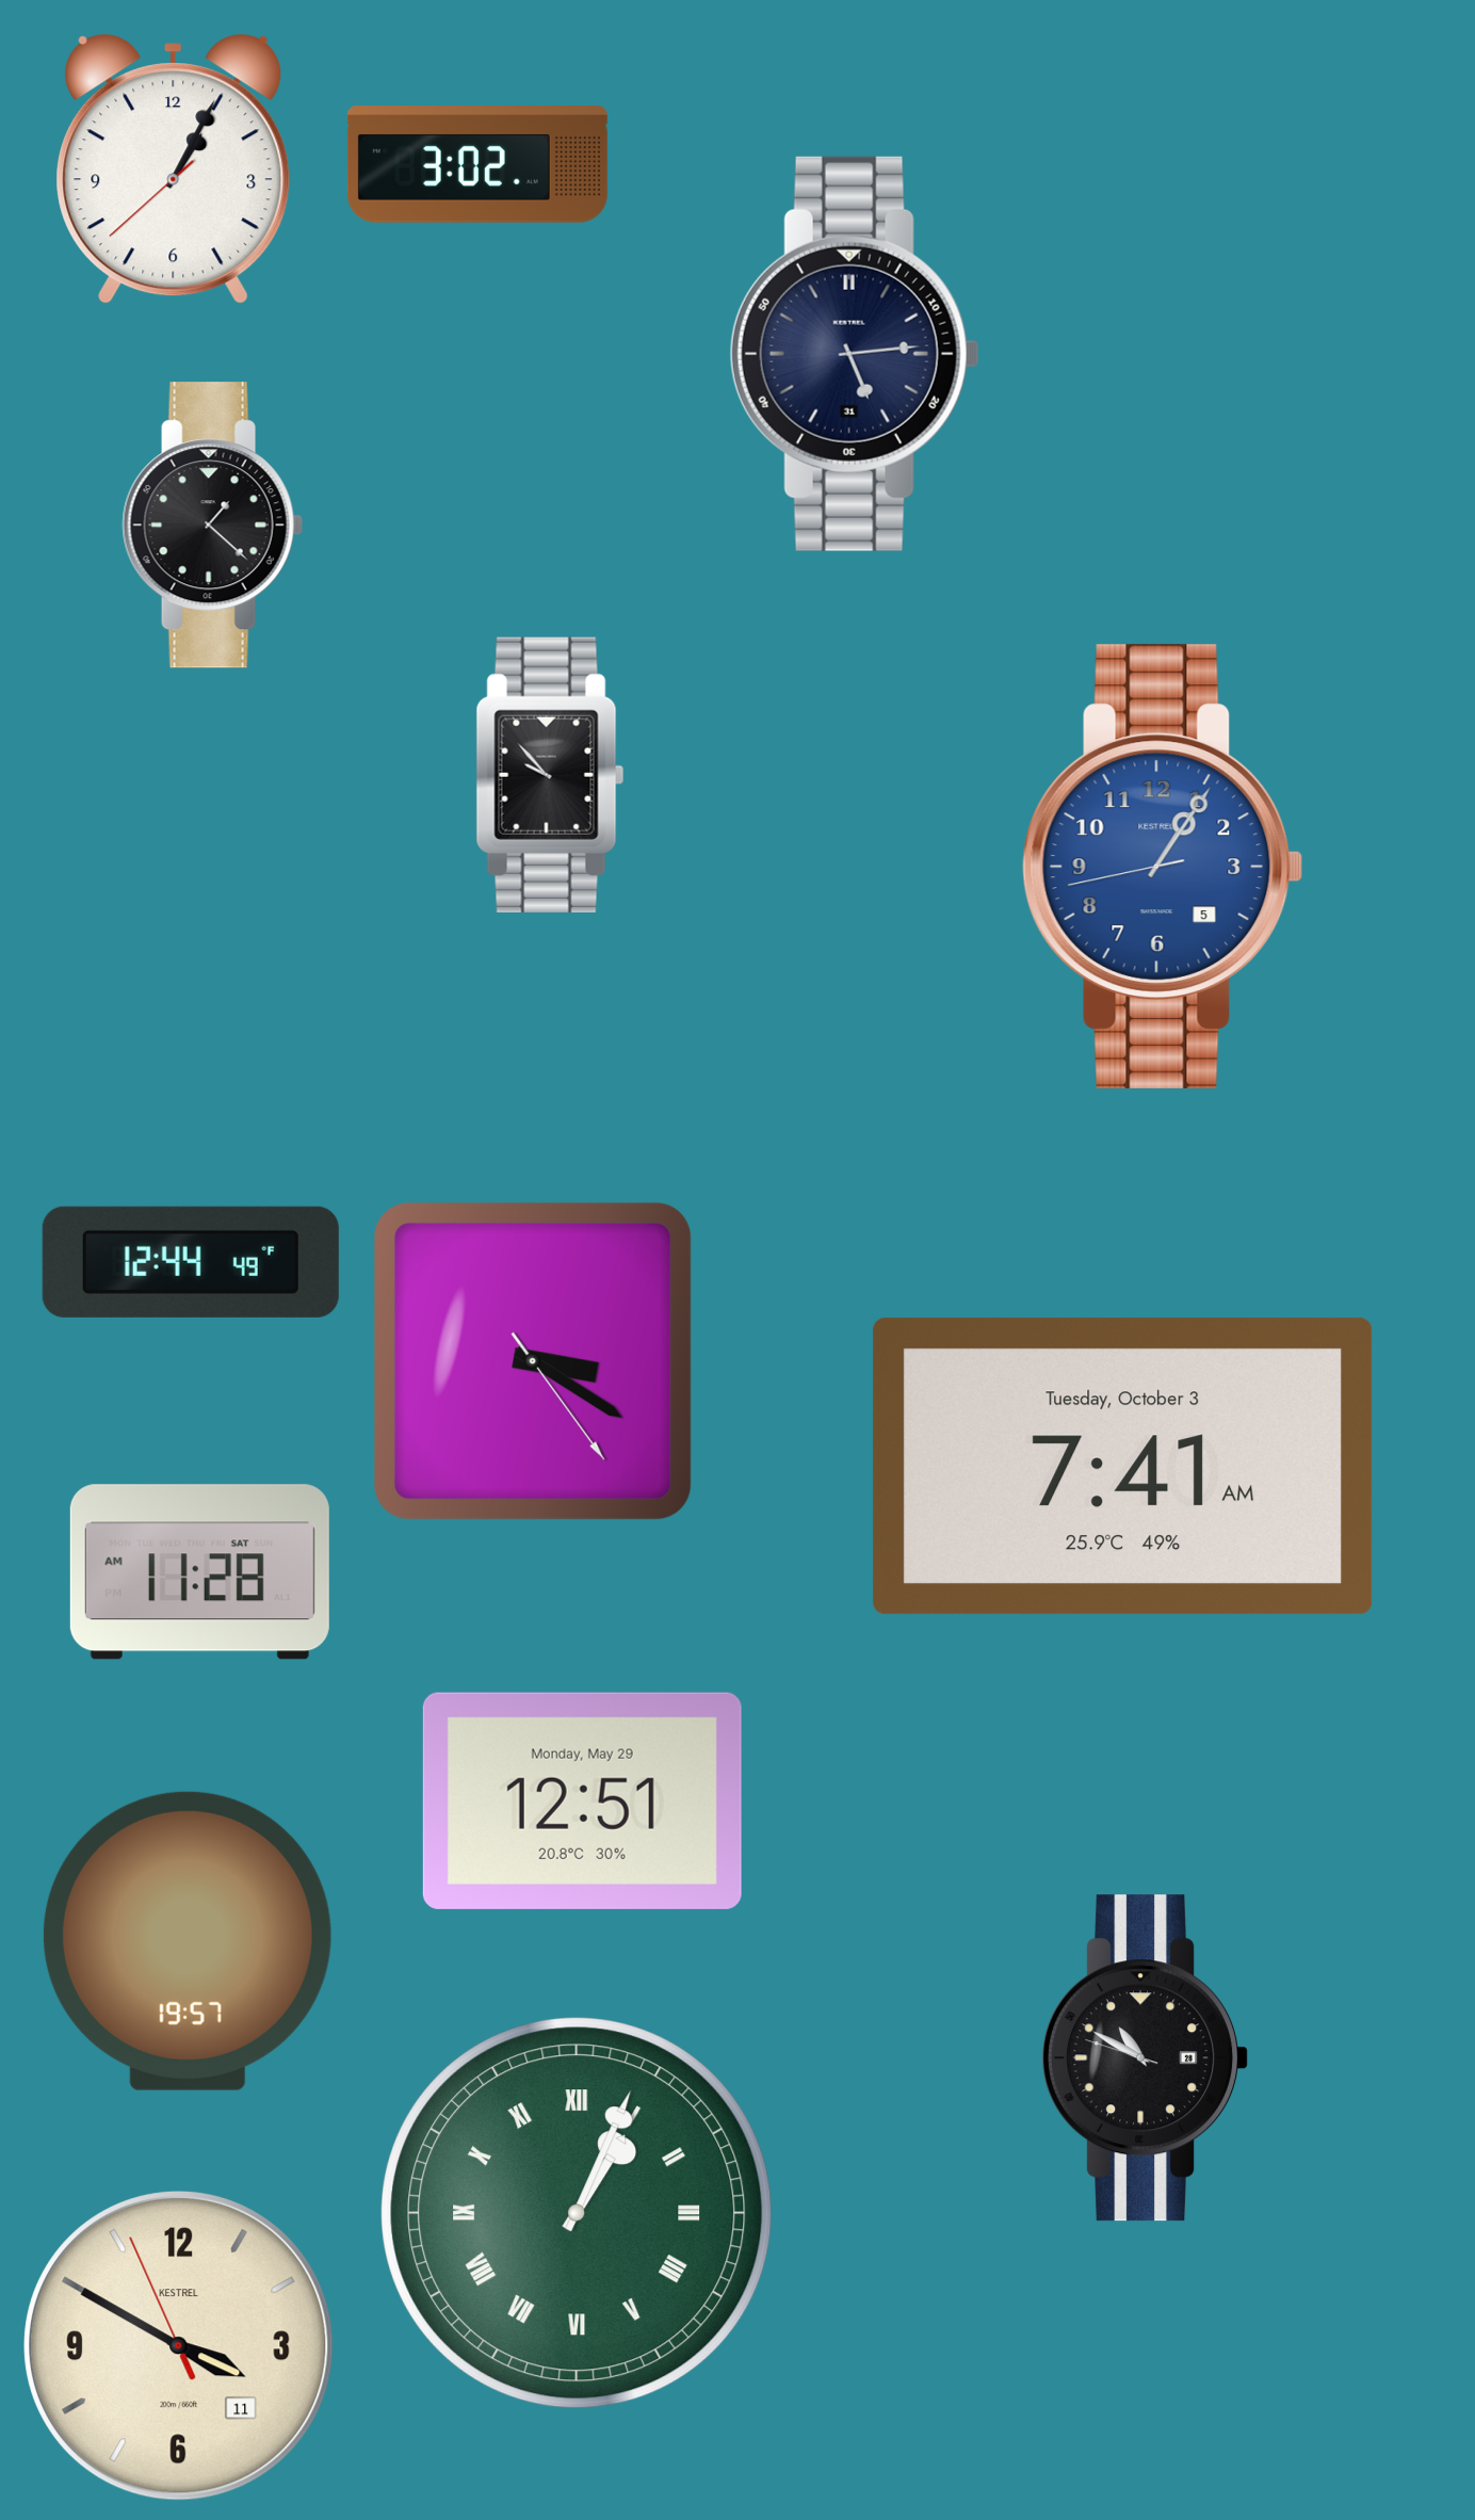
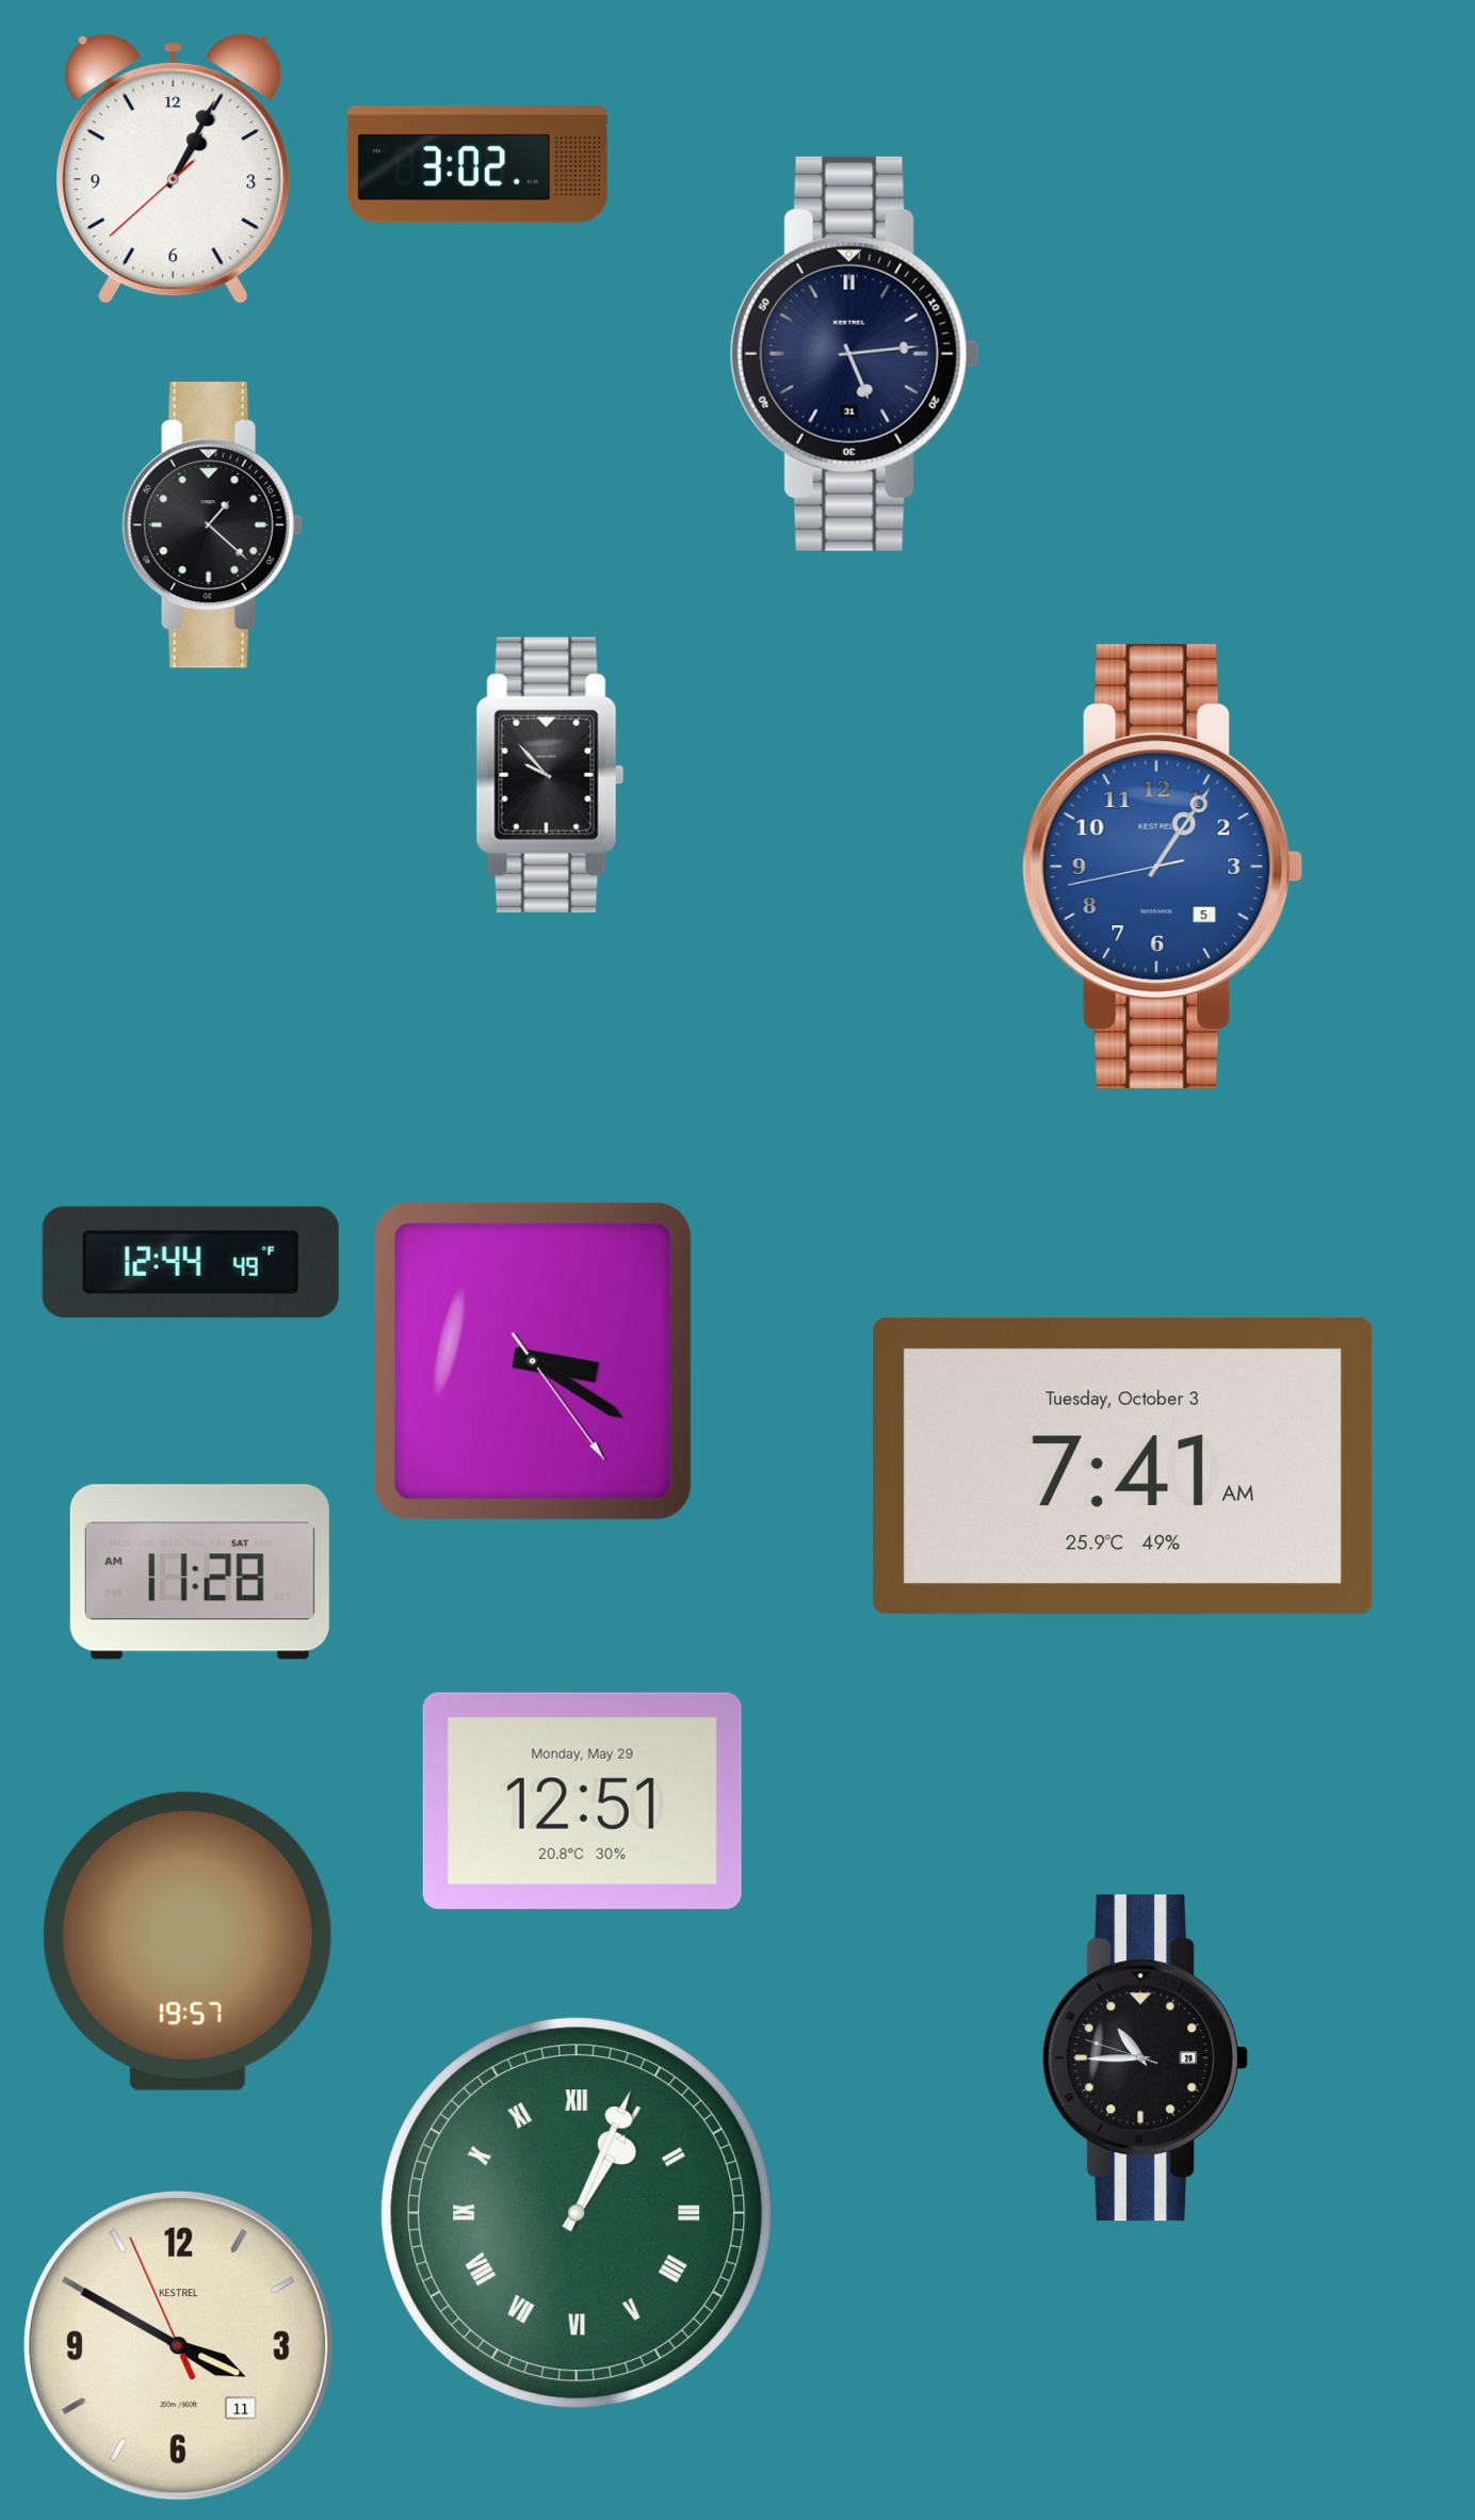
clock at (1145, 2058): 10:49 -> 10:44
